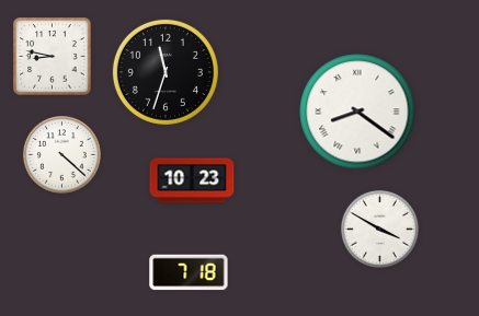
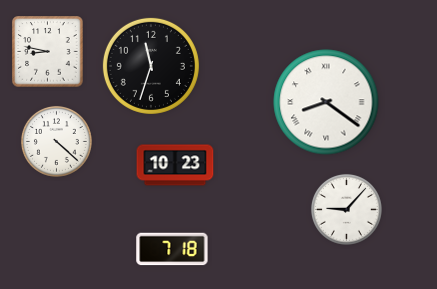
clock at (379, 229): 3:50 -> 9:07
